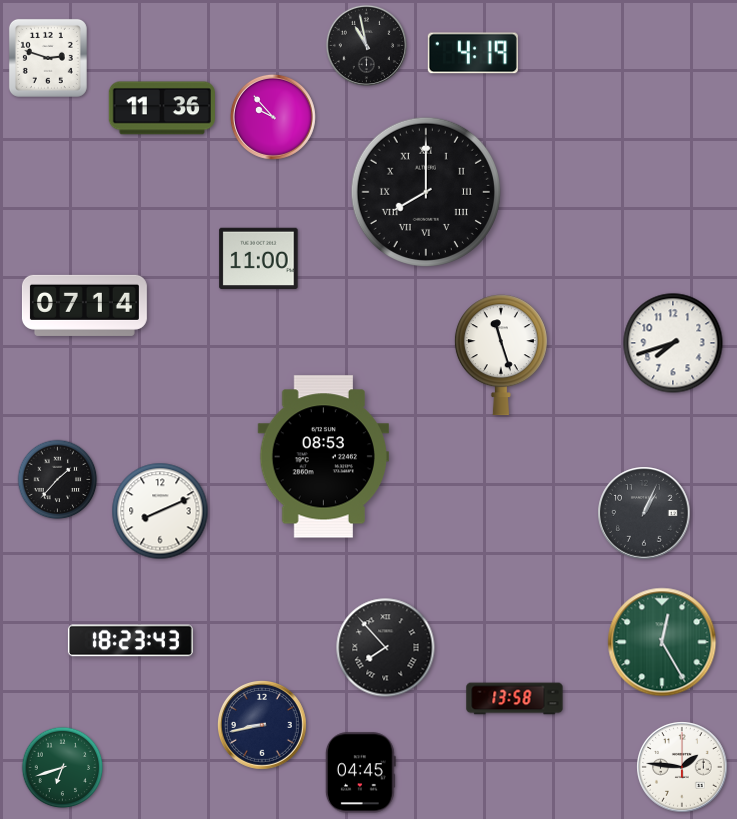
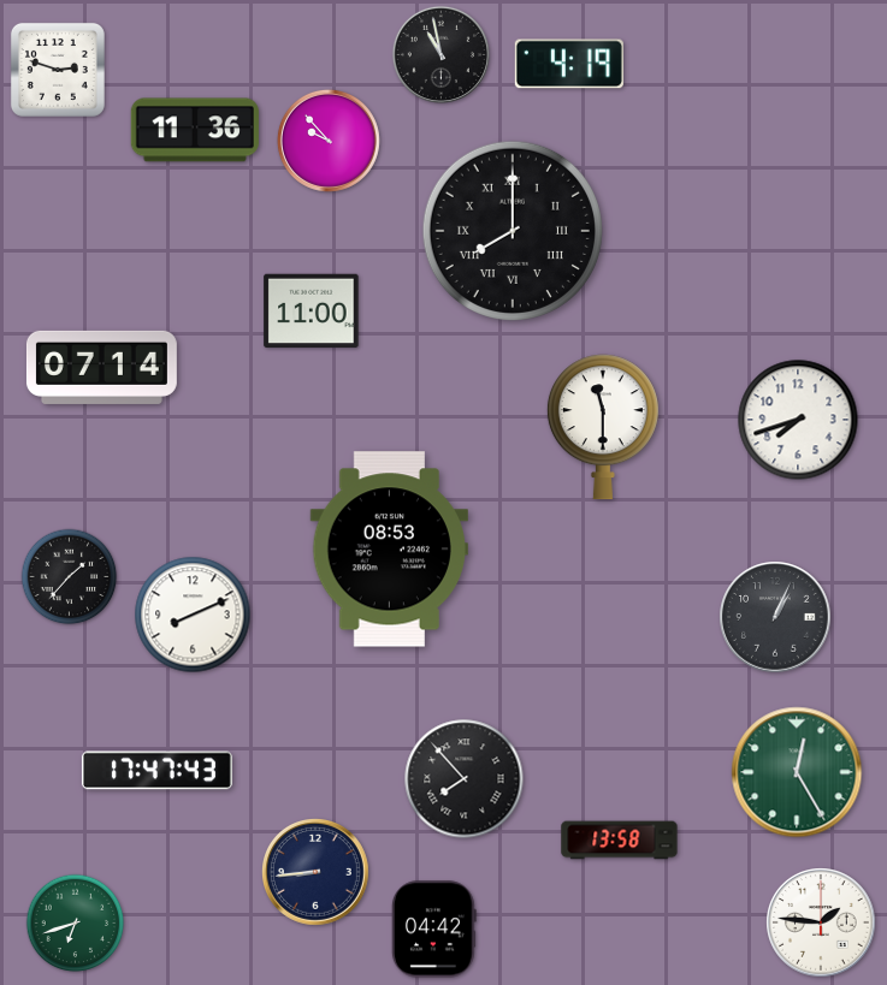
clock at (673, 343) position: (673, 343) -> (798, 420)
clock at (501, 355): 11:27 -> 11:30
clock at (130, 641): 18:23 -> 17:47
clock at (263, 726): 8:43 -> 8:44
clock at (360, 773): 04:45 -> 04:42
